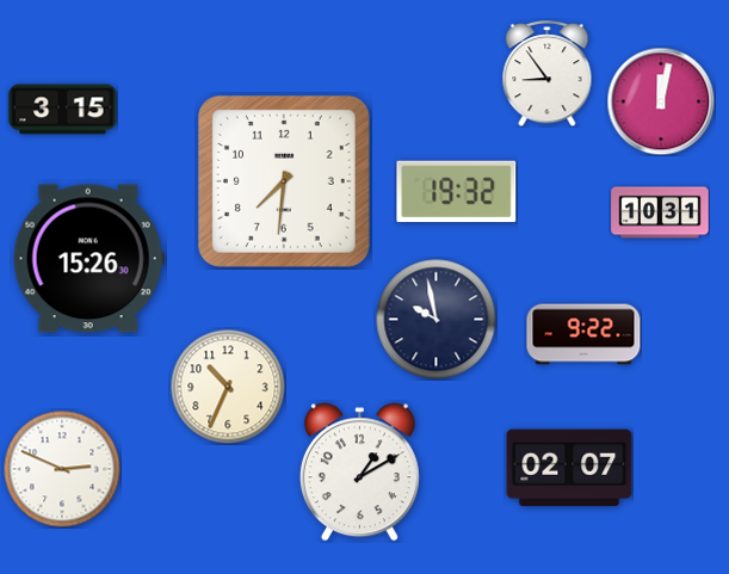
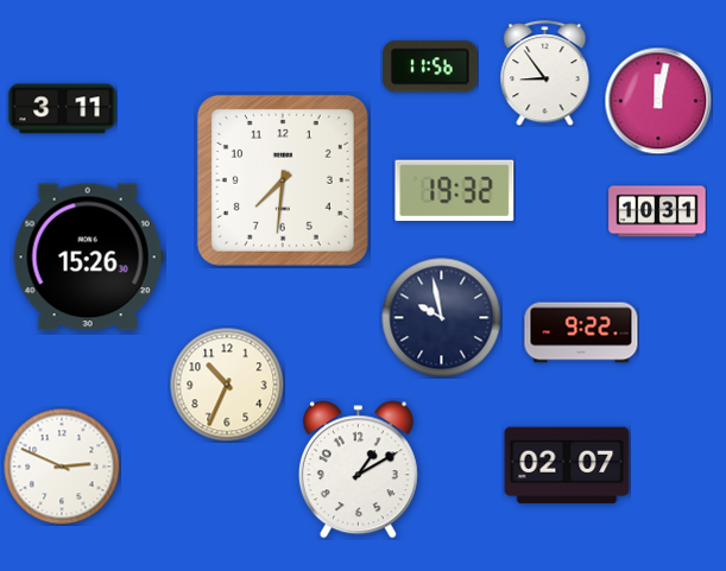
clock at (431, 66): none -> 11:56
clock at (63, 110): 3:15 -> 3:11
clock at (437, 320) position: (437, 320) -> (442, 318)
